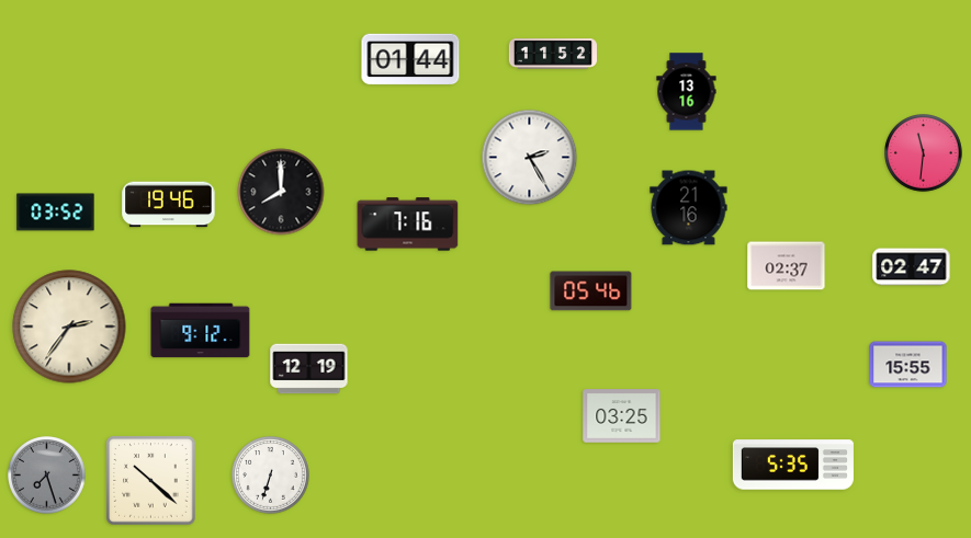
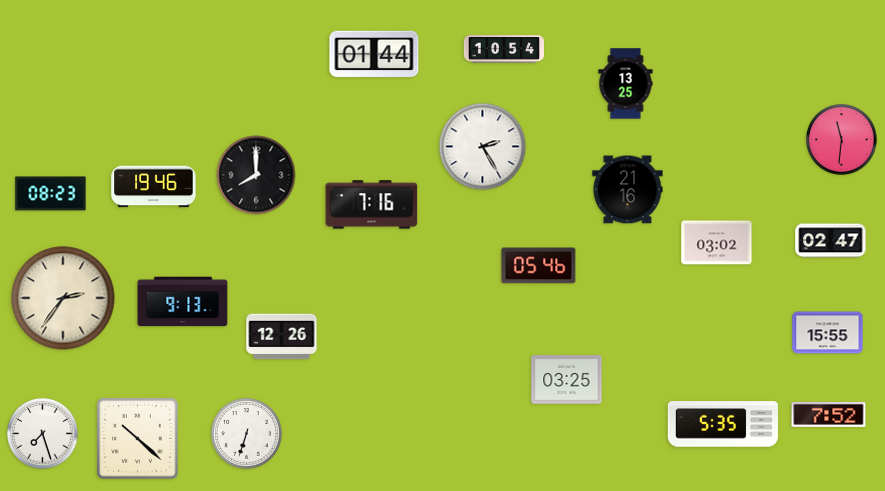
clock at (552, 54): 11:52 -> 10:54
clock at (687, 92): 13:16 -> 13:25
clock at (530, 158) position: (530, 158) -> (483, 147)
clock at (56, 213): 03:52 -> 08:23
clock at (787, 266): 02:37 -> 03:02
clock at (912, 267) position: (912, 267) -> (831, 241)
clock at (201, 331): 9:12 -> 9:13
clock at (309, 369): 12:19 -> 12:26
clock at (829, 414): none -> 7:52
clock at (47, 476) dial: grey -> white
